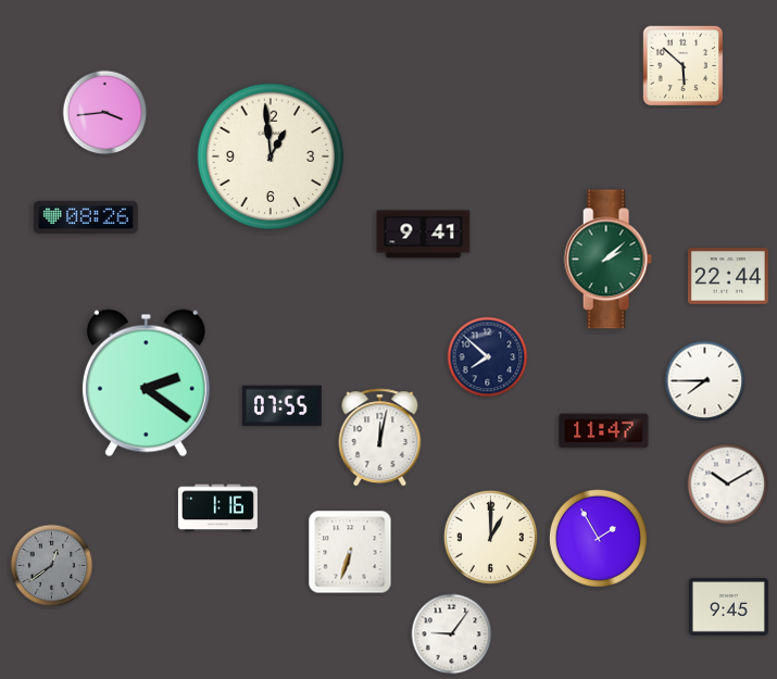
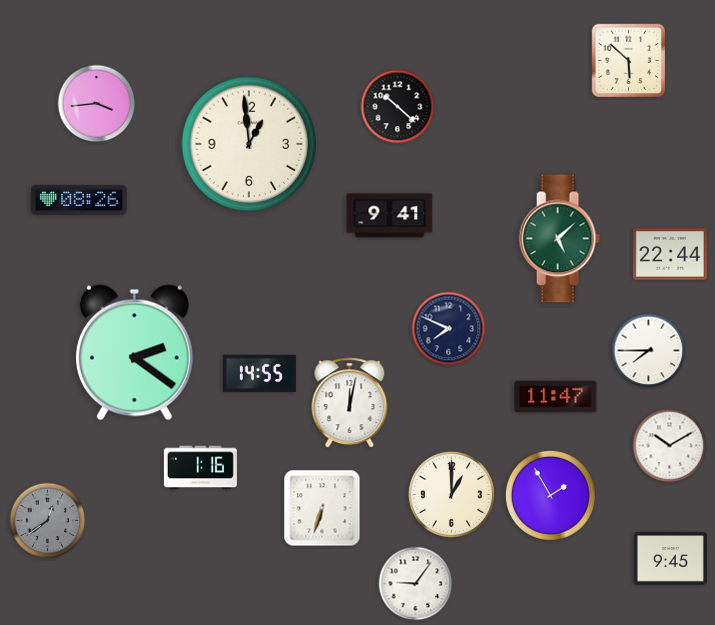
clock at (398, 107): none -> 10:22
clock at (607, 260): 2:08 -> 5:08
clock at (488, 357): 7:52 -> 7:49
clock at (281, 406): 07:55 -> 14:55
